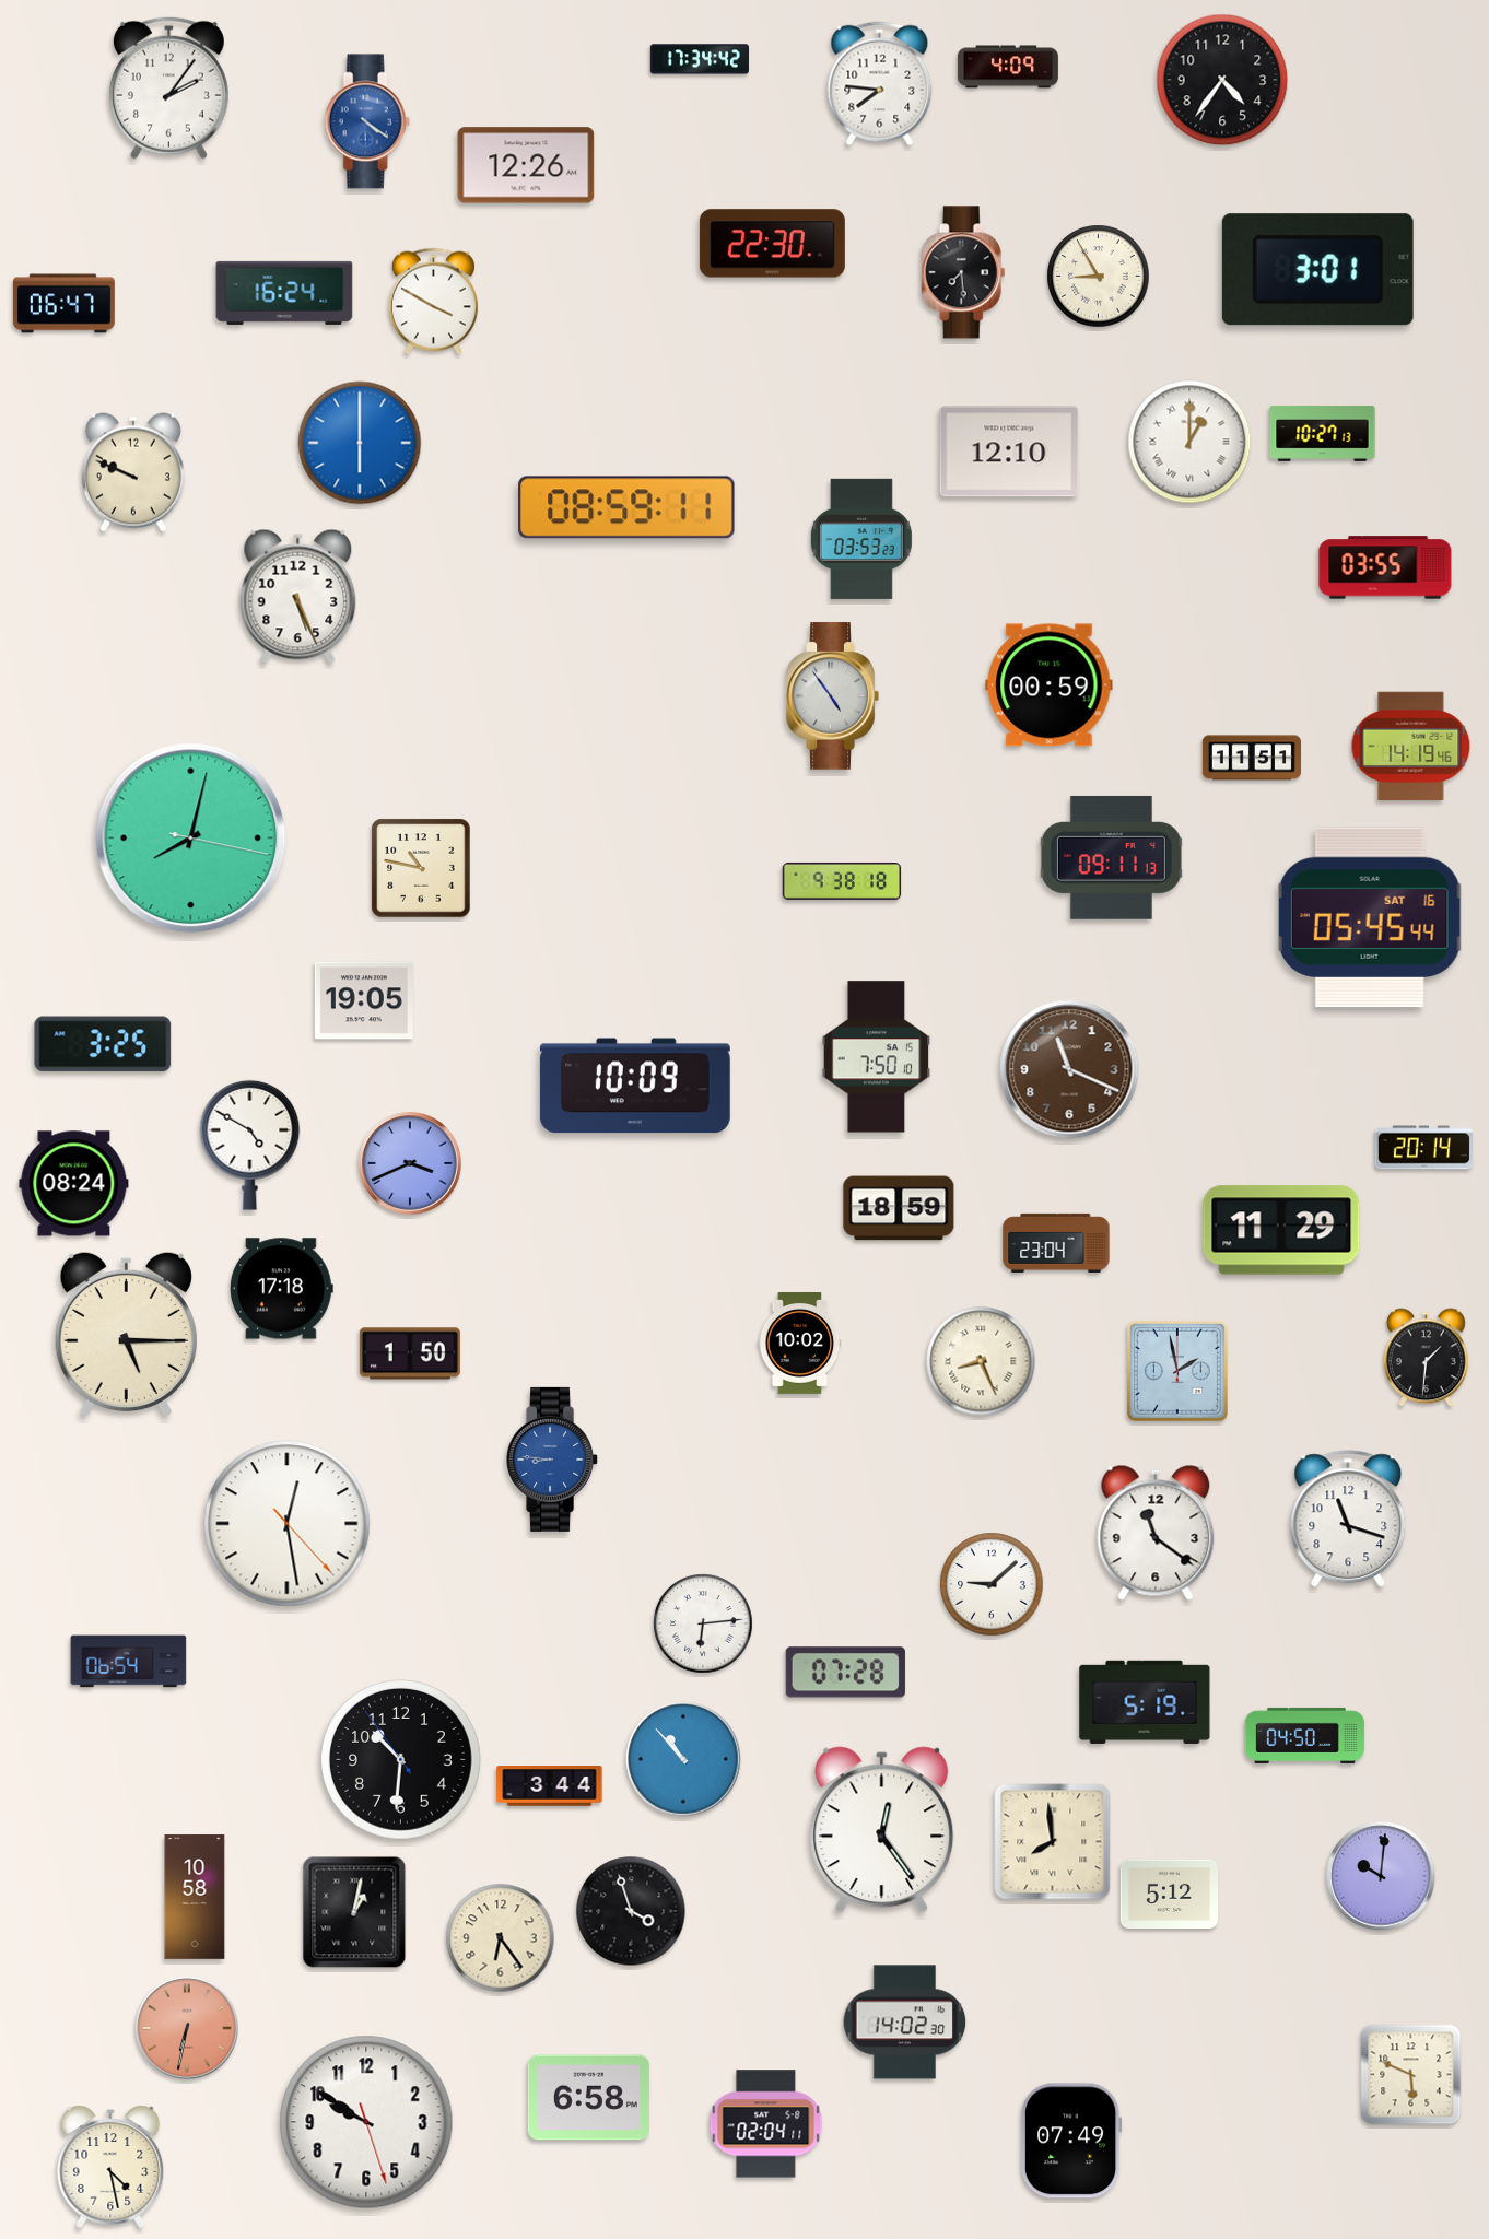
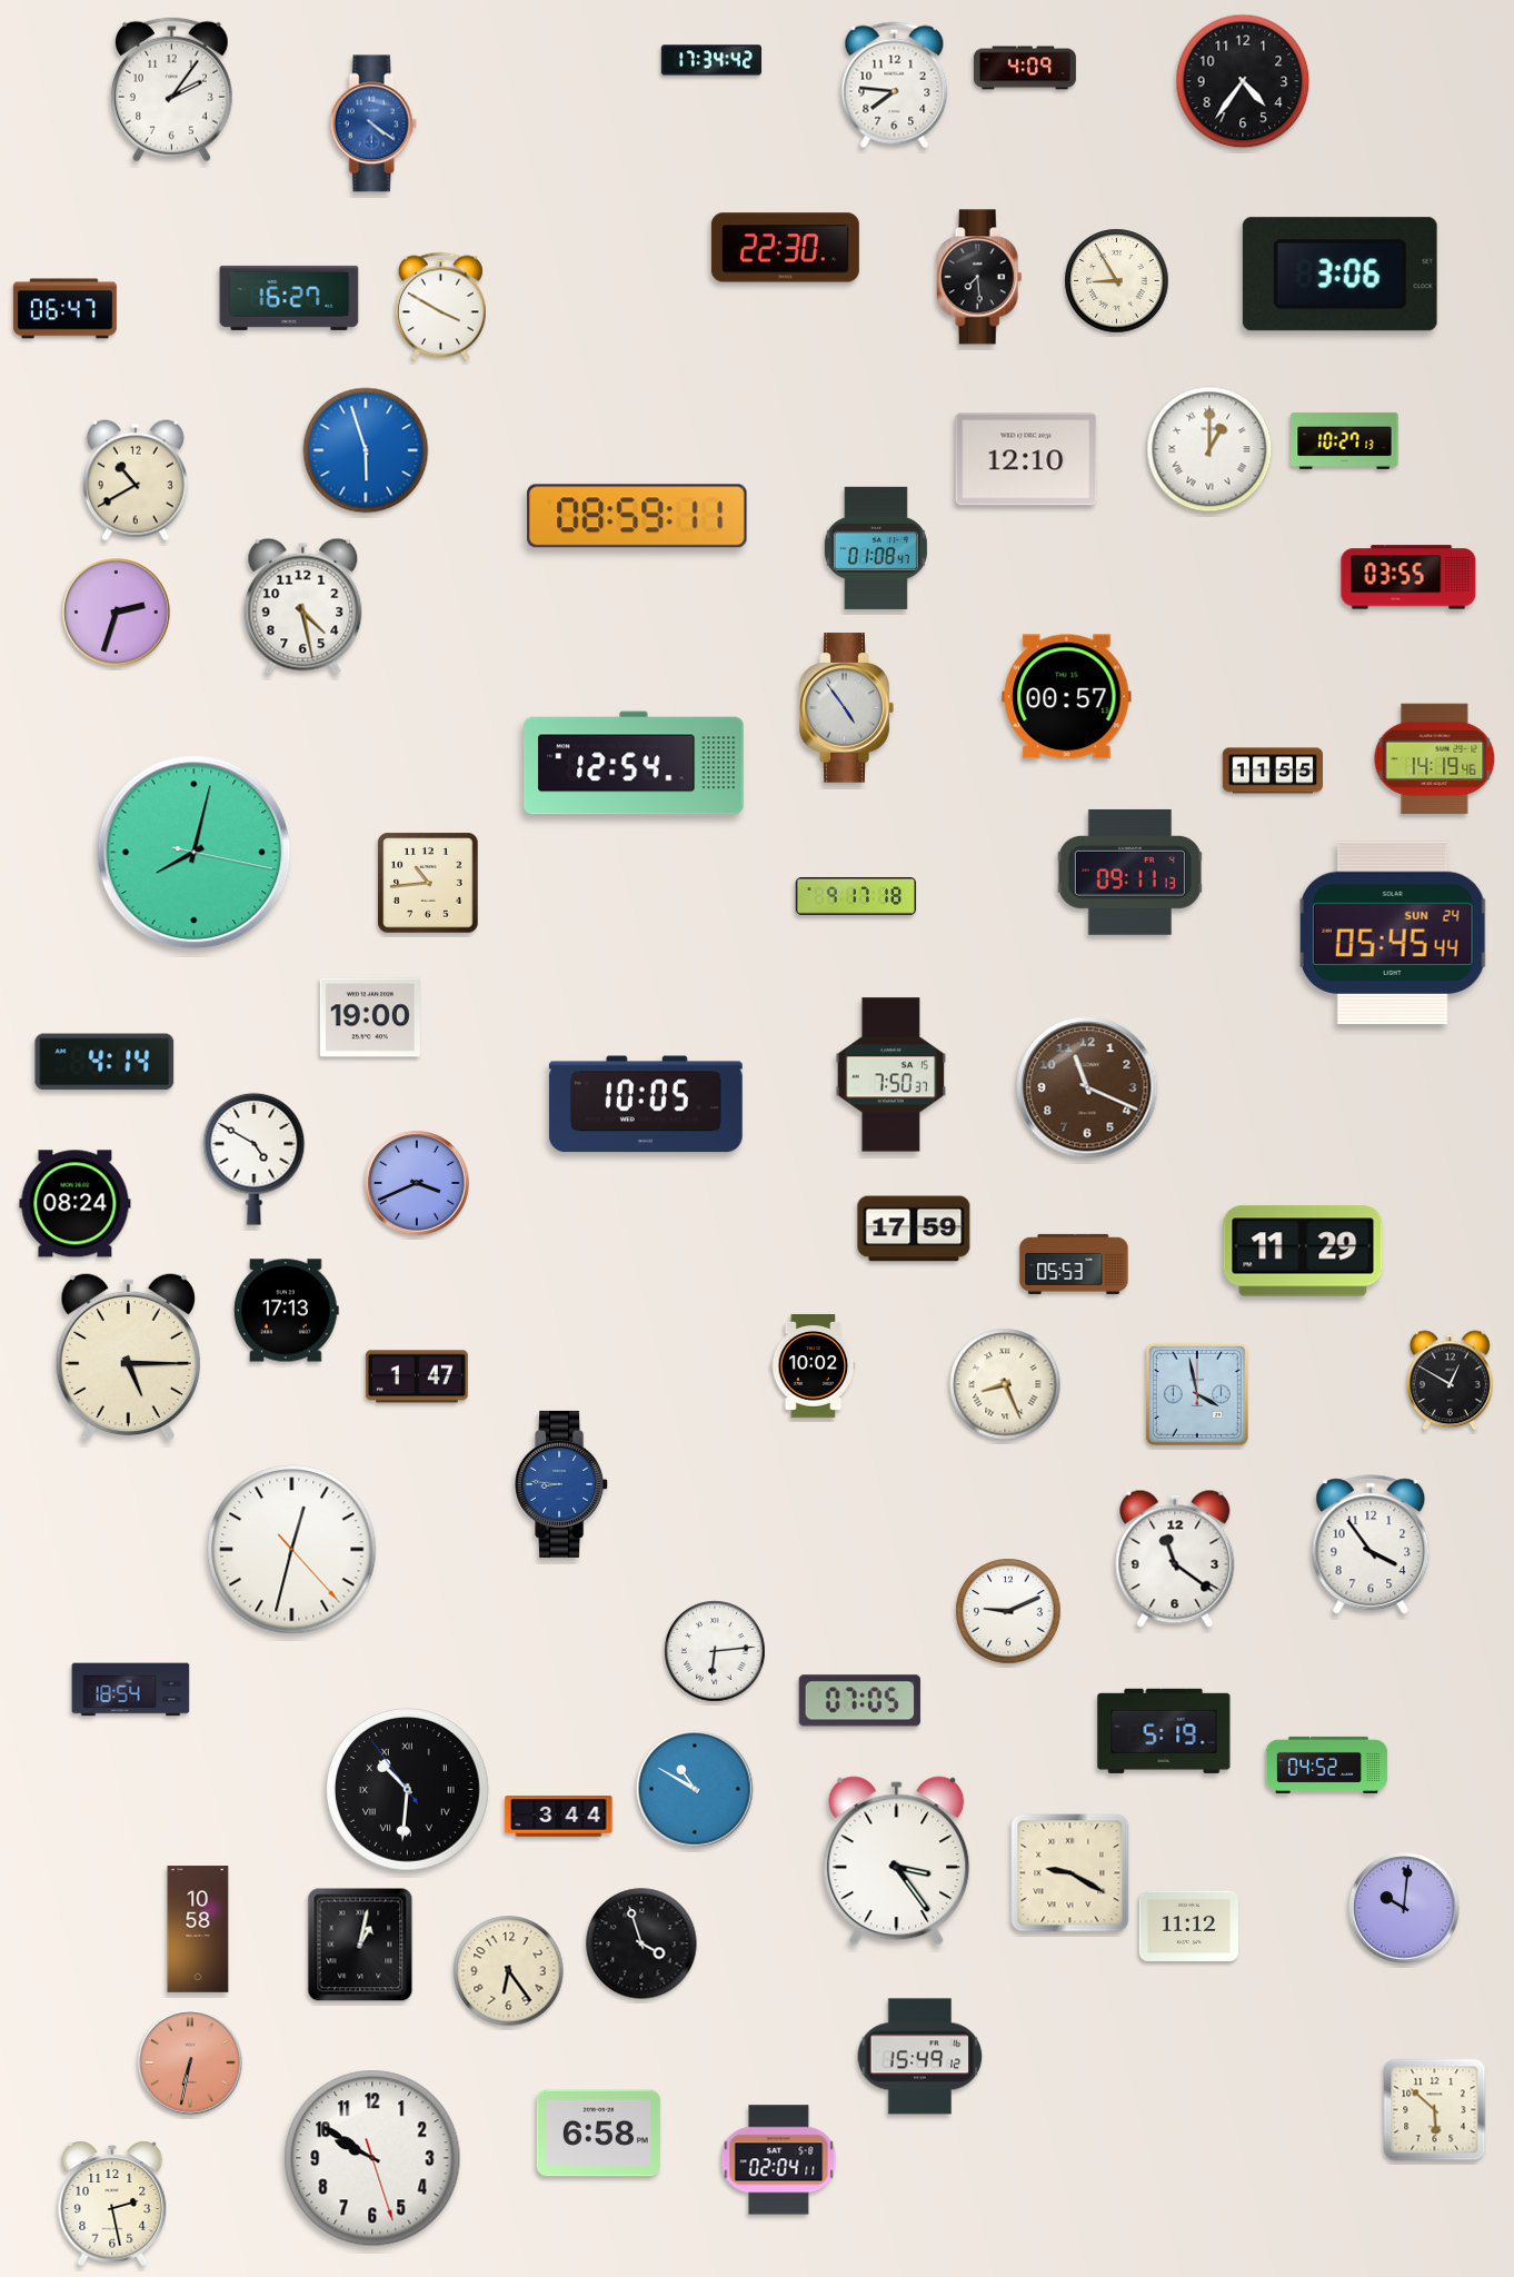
clock at (526, 165): 12:26 -> none
clock at (1317, 270): 3:01 -> 3:06
clock at (284, 293): 16:24 -> 16:27
clock at (360, 443): 6:00 -> 5:57
clock at (133, 472): 9:49 -> 10:40
clock at (861, 539): 03:53 -> 01:08
clock at (298, 596): 5:26 -> 4:28
clock at (117, 613): none -> 2:33
clock at (1050, 685): 00:59 -> 00:57
clock at (634, 763): none -> 12:54
clock at (1252, 758): 11:51 -> 11:55
clock at (421, 868): 10:47 -> 10:44
clock at (842, 882): 9:38 -> 9:17
clock at (1370, 917) date: SAT 16 -> SUN 24
clock at (364, 1000): 19:05 -> 19:00
clock at (103, 1044): 3:25 -> 4:14
clock at (877, 1057): 7:50:10 -> 7:50:37
clock at (635, 1086): 10:09 -> 10:05
clock at (250, 1145) position: (250, 1145) -> (255, 1159)
clock at (1423, 1148): 20:14 -> none
clock at (899, 1208): 18:59 -> 17:59
clock at (1056, 1243): 23:04 -> 05:53
clock at (281, 1289): 17:18 -> 17:13
clock at (410, 1353): 1:50 -> 1:47
clock at (1426, 1358): 1:31 -> 12:50
clock at (981, 1361) position: (981, 1361) -> (1005, 1384)
clock at (1177, 1371): 1:58 -> 3:58
clock at (1348, 1520): 11:18 -> 3:54
clock at (288, 1524): 12:28 -> 12:32
clock at (992, 1584): 9:08 -> 9:11
clock at (129, 1662): 06:54 -> 18:54
clock at (845, 1673): 07:28 -> 07:05
clock at (1305, 1735): 04:50 -> 04:52
clock at (683, 1759): 10:53 -> 10:50
clock at (401, 1760) numerals: Arabic -> Roman
clock at (882, 1830): 12:24 -> 3:24
clock at (1053, 1842): 7:59 -> 9:20
clock at (1169, 1894): 5:12 -> 11:12
clock at (905, 2023): 14:02 -> 15:49
clock at (1411, 2075): 5:49 -> 5:52
clock at (1071, 2141): 07:49 -> none
clock at (110, 2167): 4:28 -> 2:28
